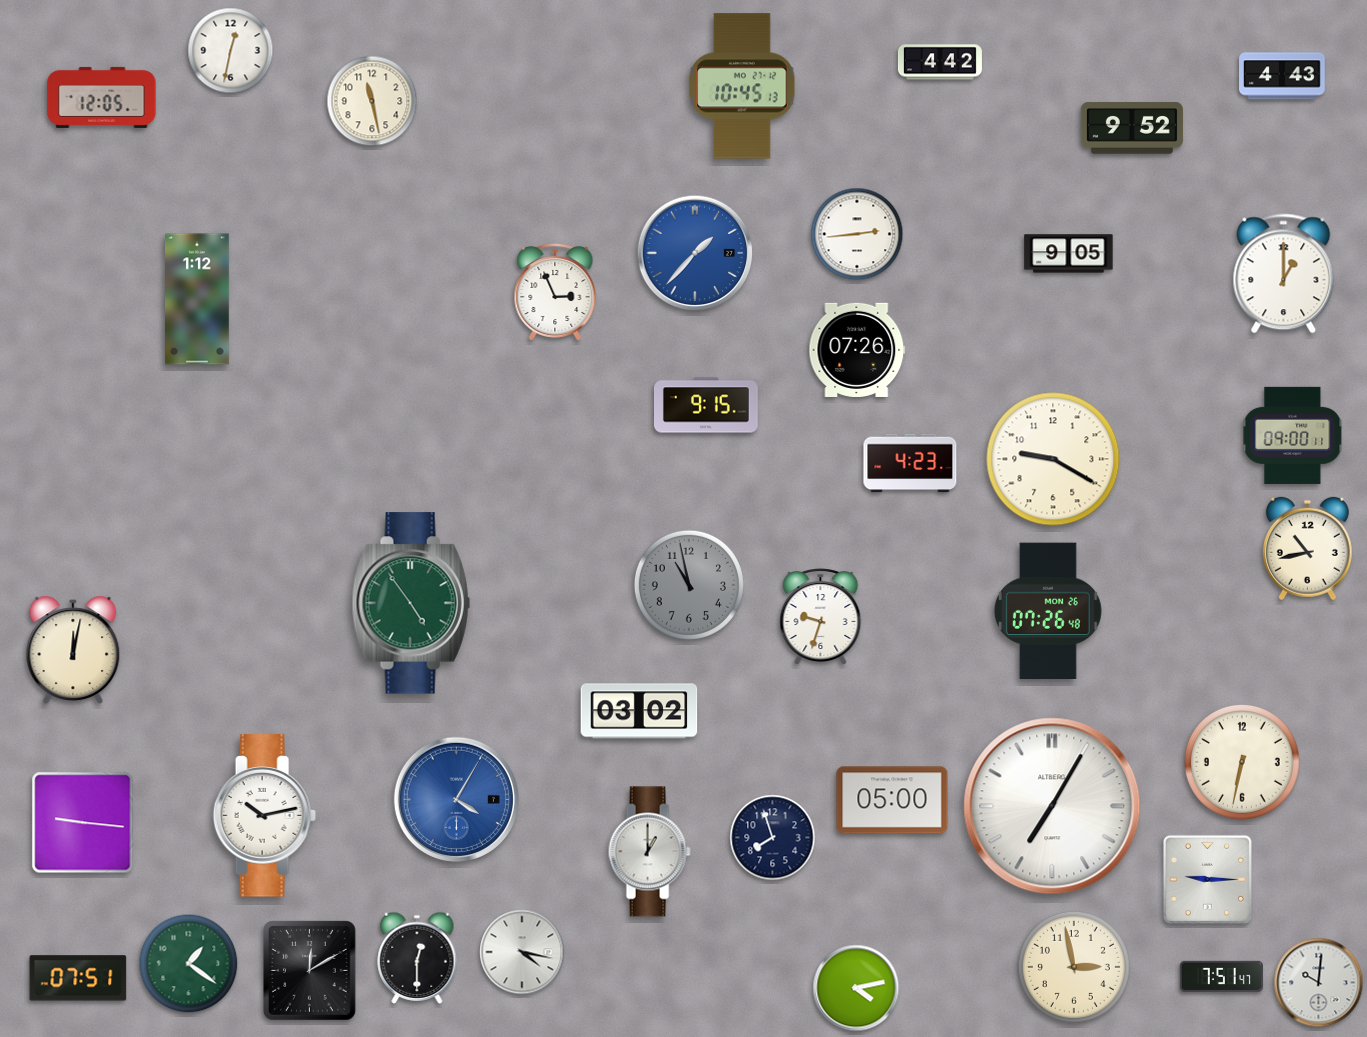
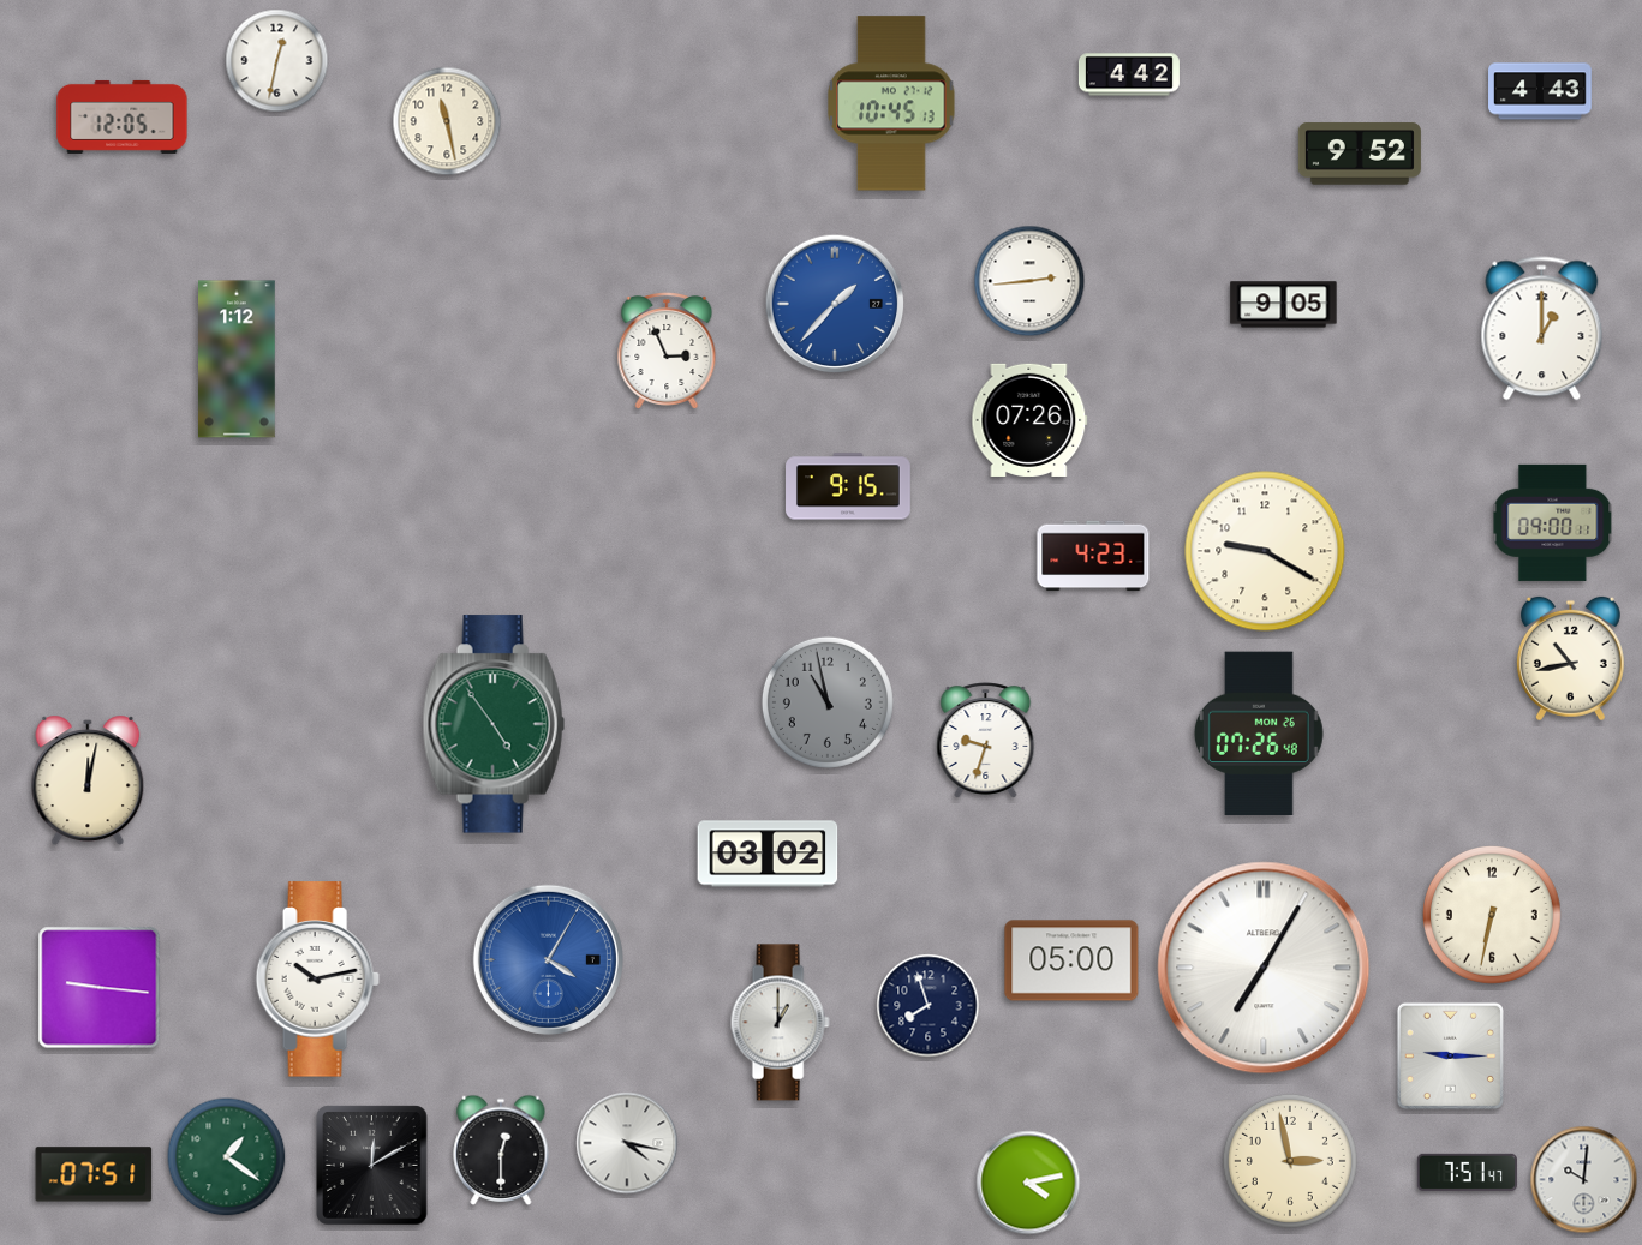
clock at (856, 988) position: (856, 988) -> (1028, 1183)
